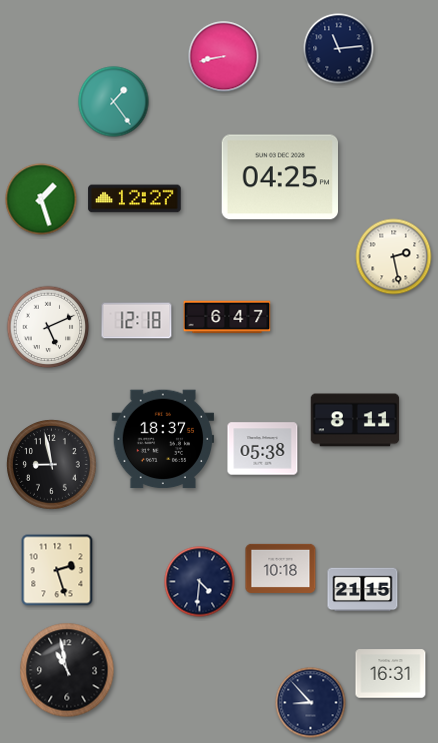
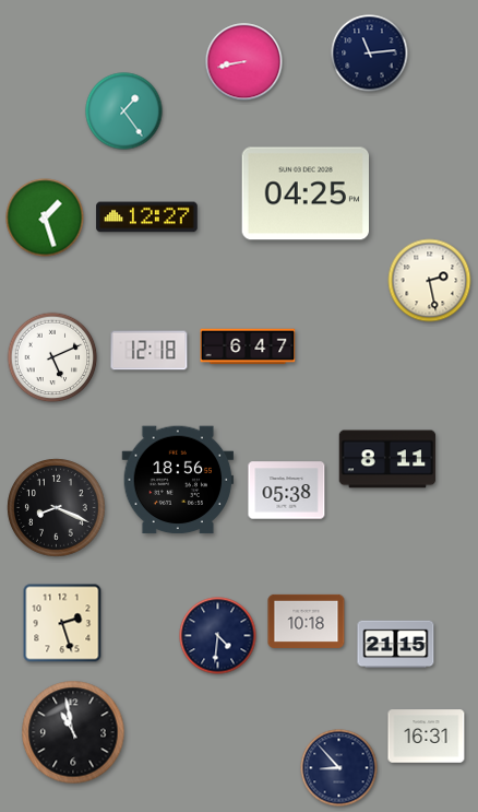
clock at (163, 439): 18:37 -> 18:56
clock at (52, 465): 8:58 -> 8:19
